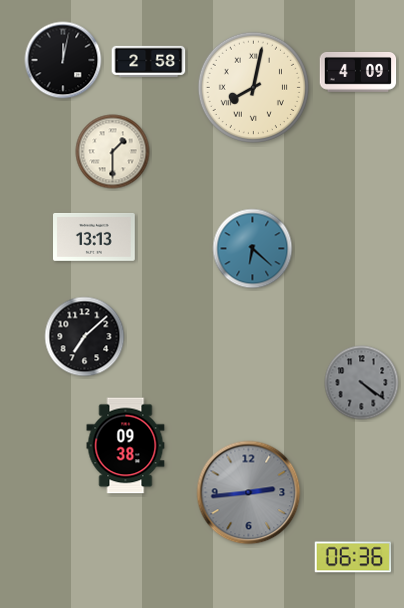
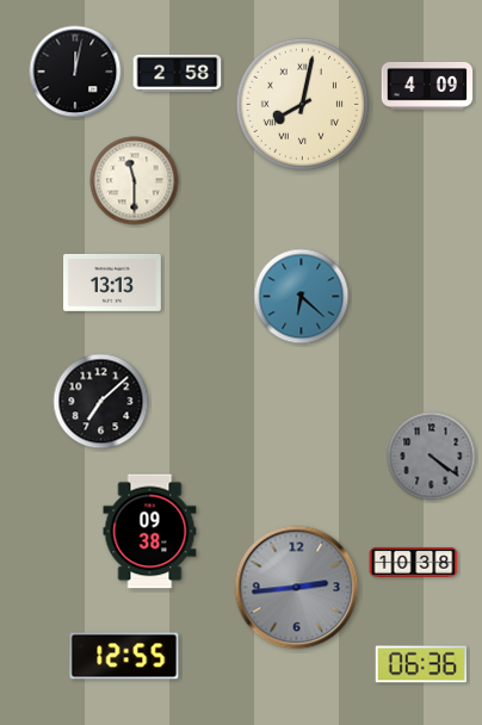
clock at (113, 152): 1:30 -> 11:30
clock at (414, 562): none -> 10:38
clock at (124, 656): none -> 12:55
